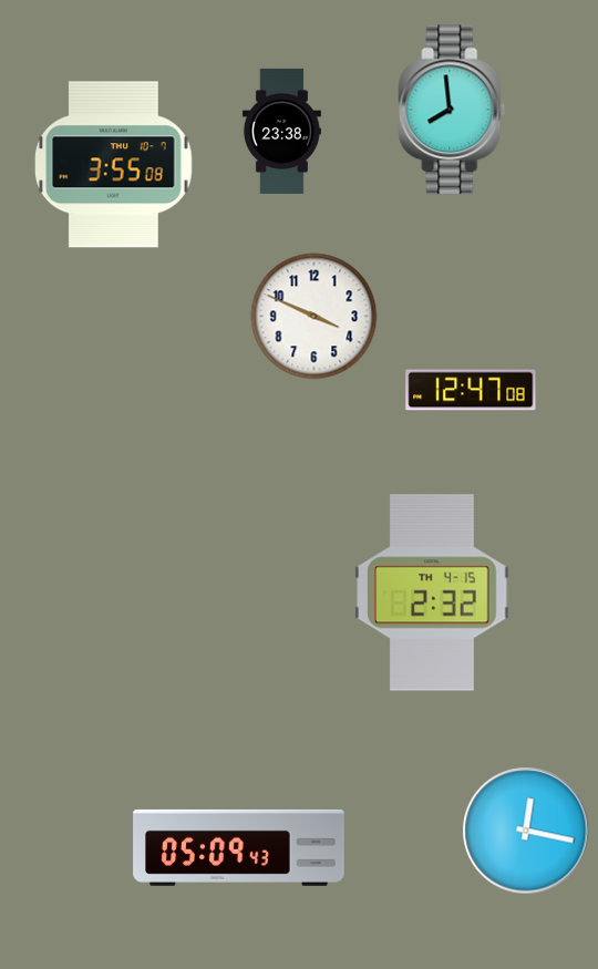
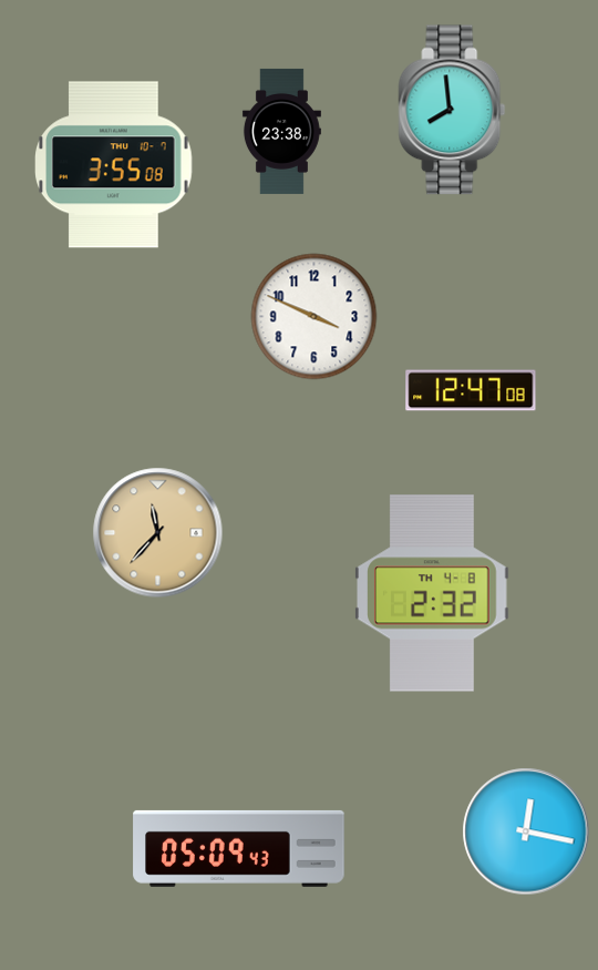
clock at (158, 533): none -> 11:37
clock at (432, 592) date: TH 4-15 -> TH 4-8
